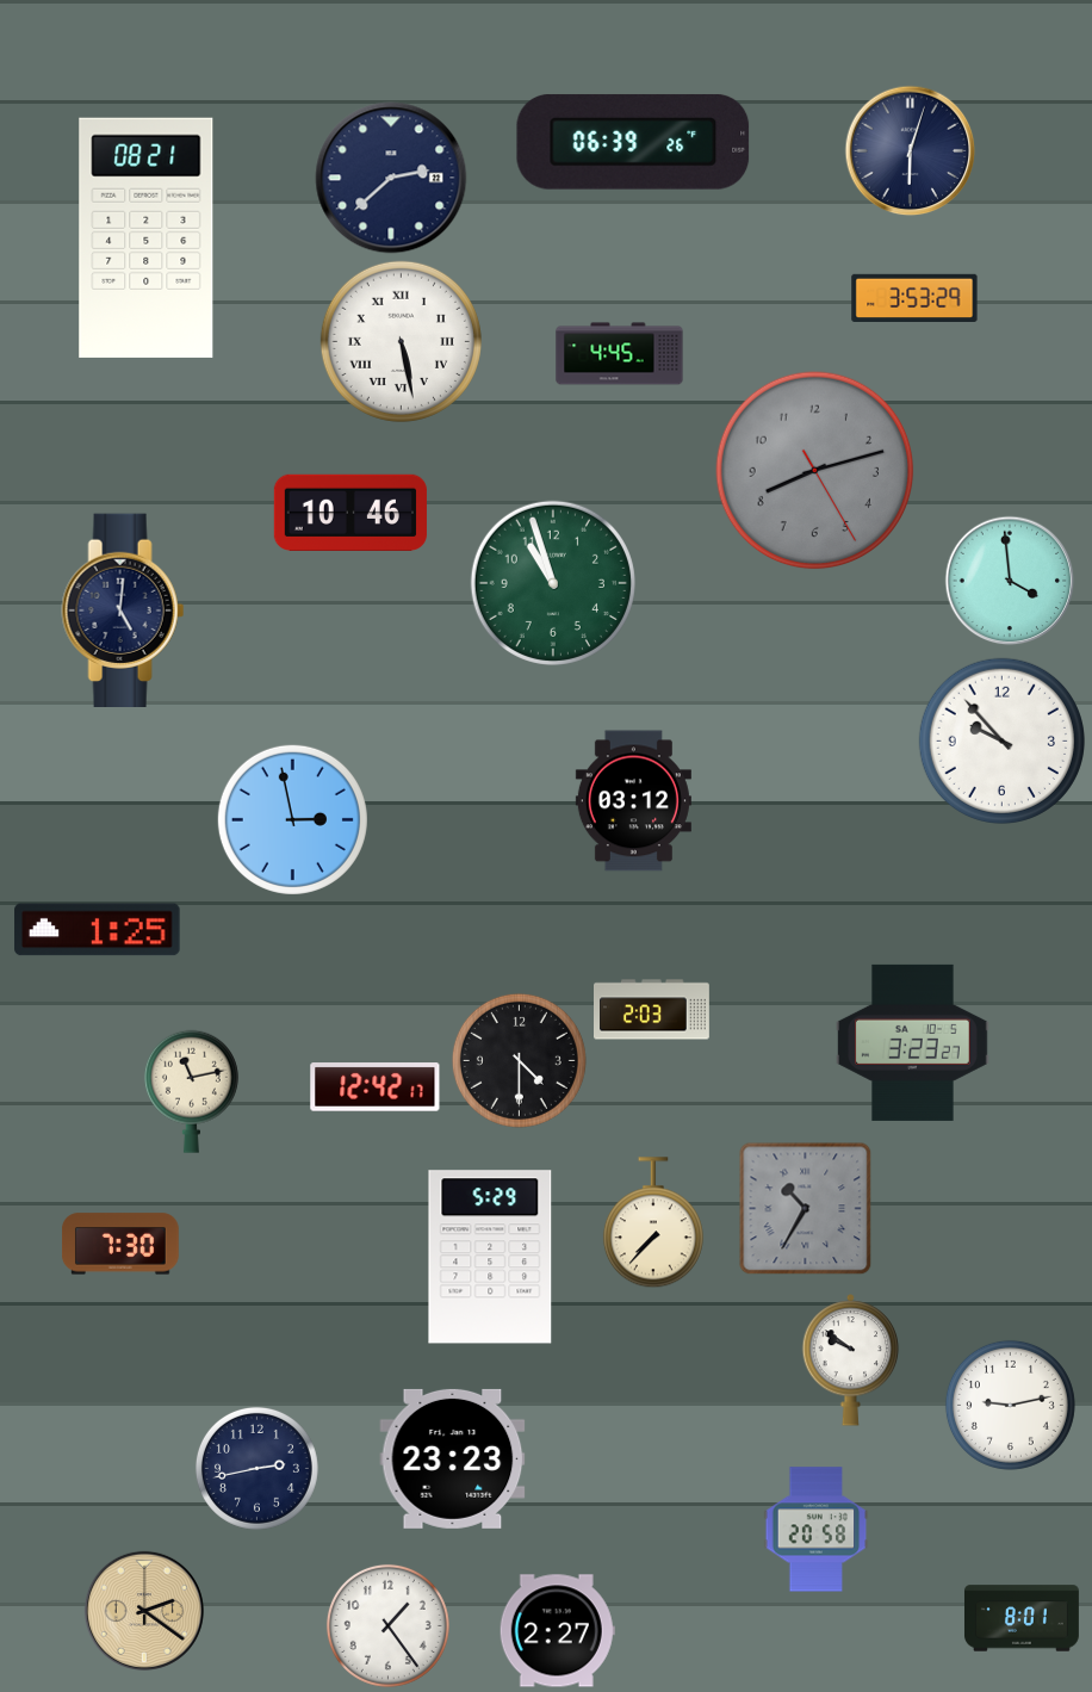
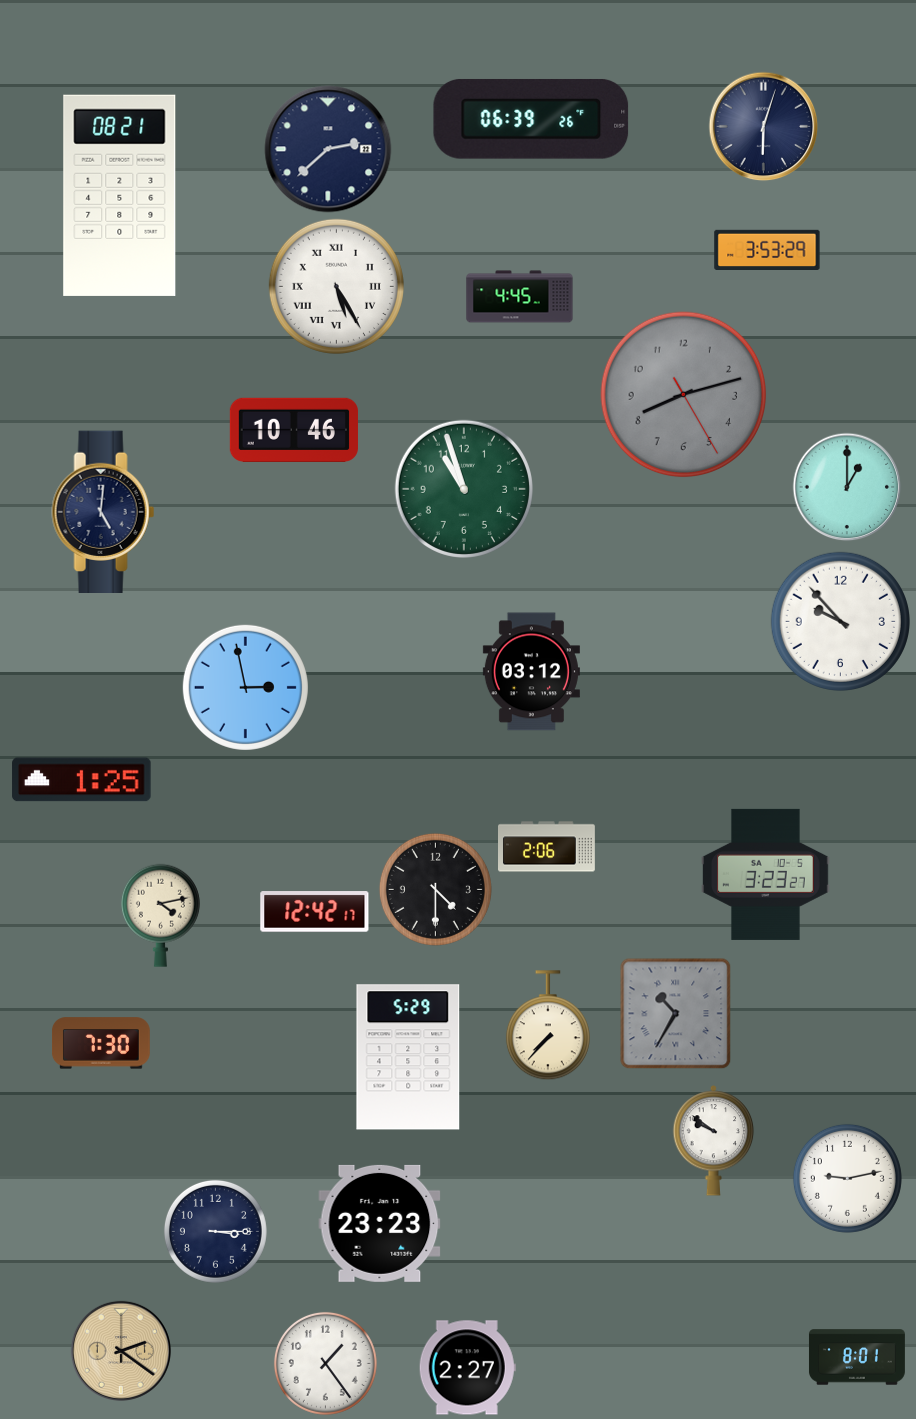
clock at (147, 237) position: (147, 237) -> (120, 195)
clock at (401, 341): 5:28 -> 5:25
clock at (1010, 581): 3:59 -> 1:00
clock at (652, 1010): 2:03 -> 2:06
clock at (191, 1091): 11:13 -> 4:13
clock at (490, 1257) position: (490, 1257) -> (408, 1057)
clock at (256, 1468): 2:43 -> 3:15
clock at (817, 1530): 20:58 -> none
